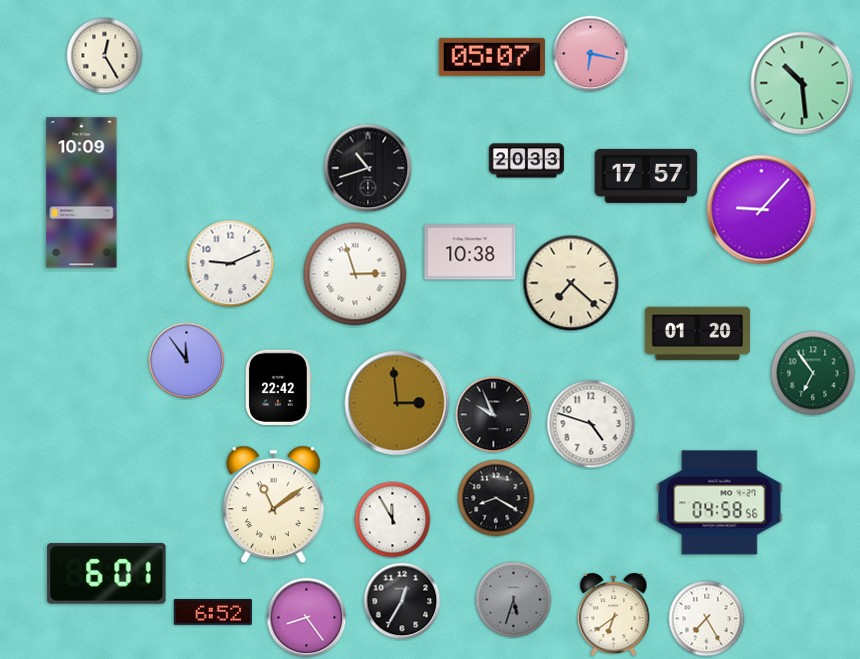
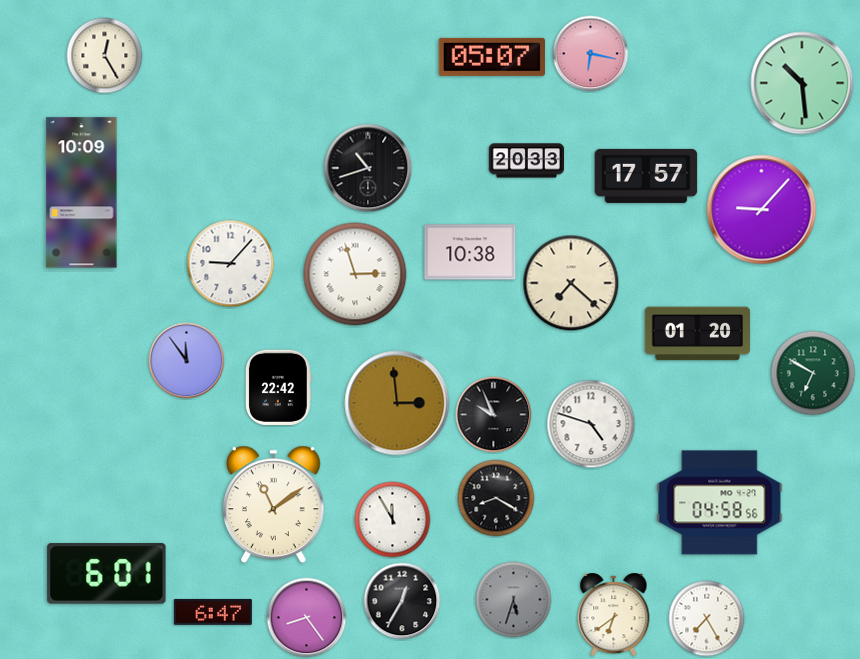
clock at (231, 264): 9:11 -> 9:07
clock at (813, 373): 6:54 -> 6:50
clock at (213, 612): 6:52 -> 6:47
